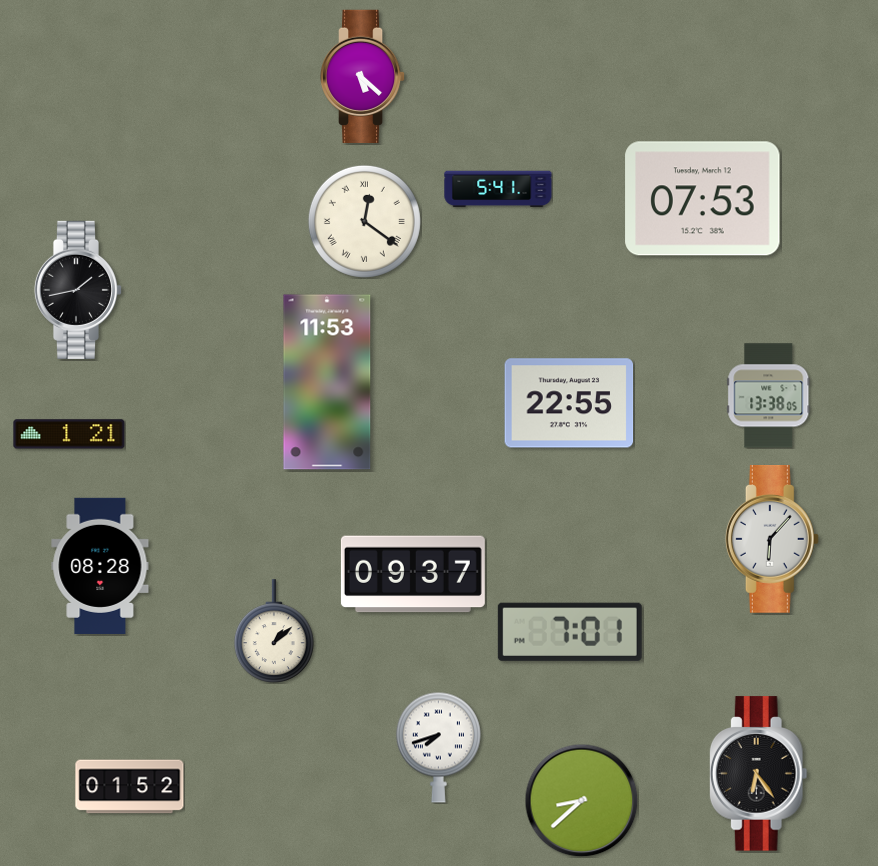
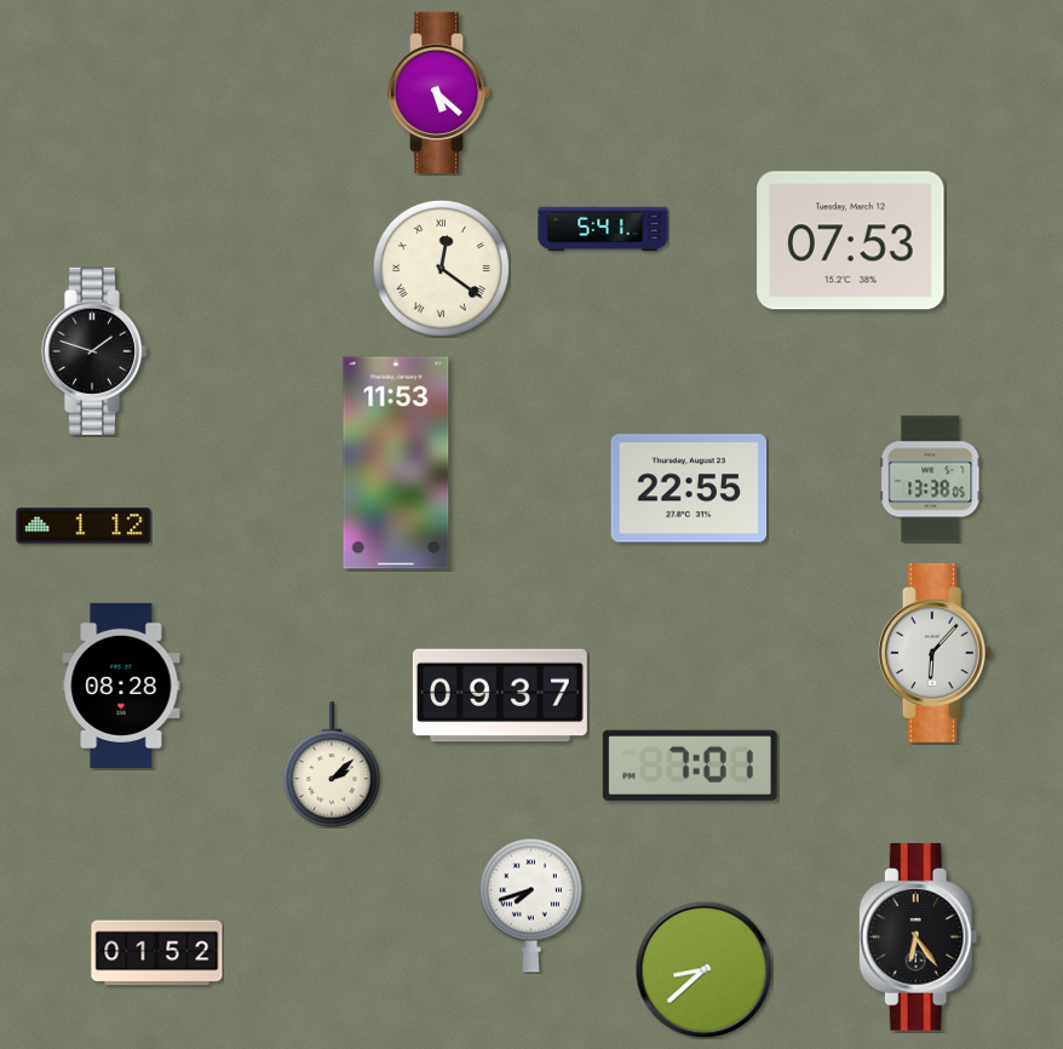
clock at (77, 290): 1:43 -> 1:48
clock at (69, 434): 1:21 -> 1:12
clock at (274, 631): 1:08 -> 2:08
